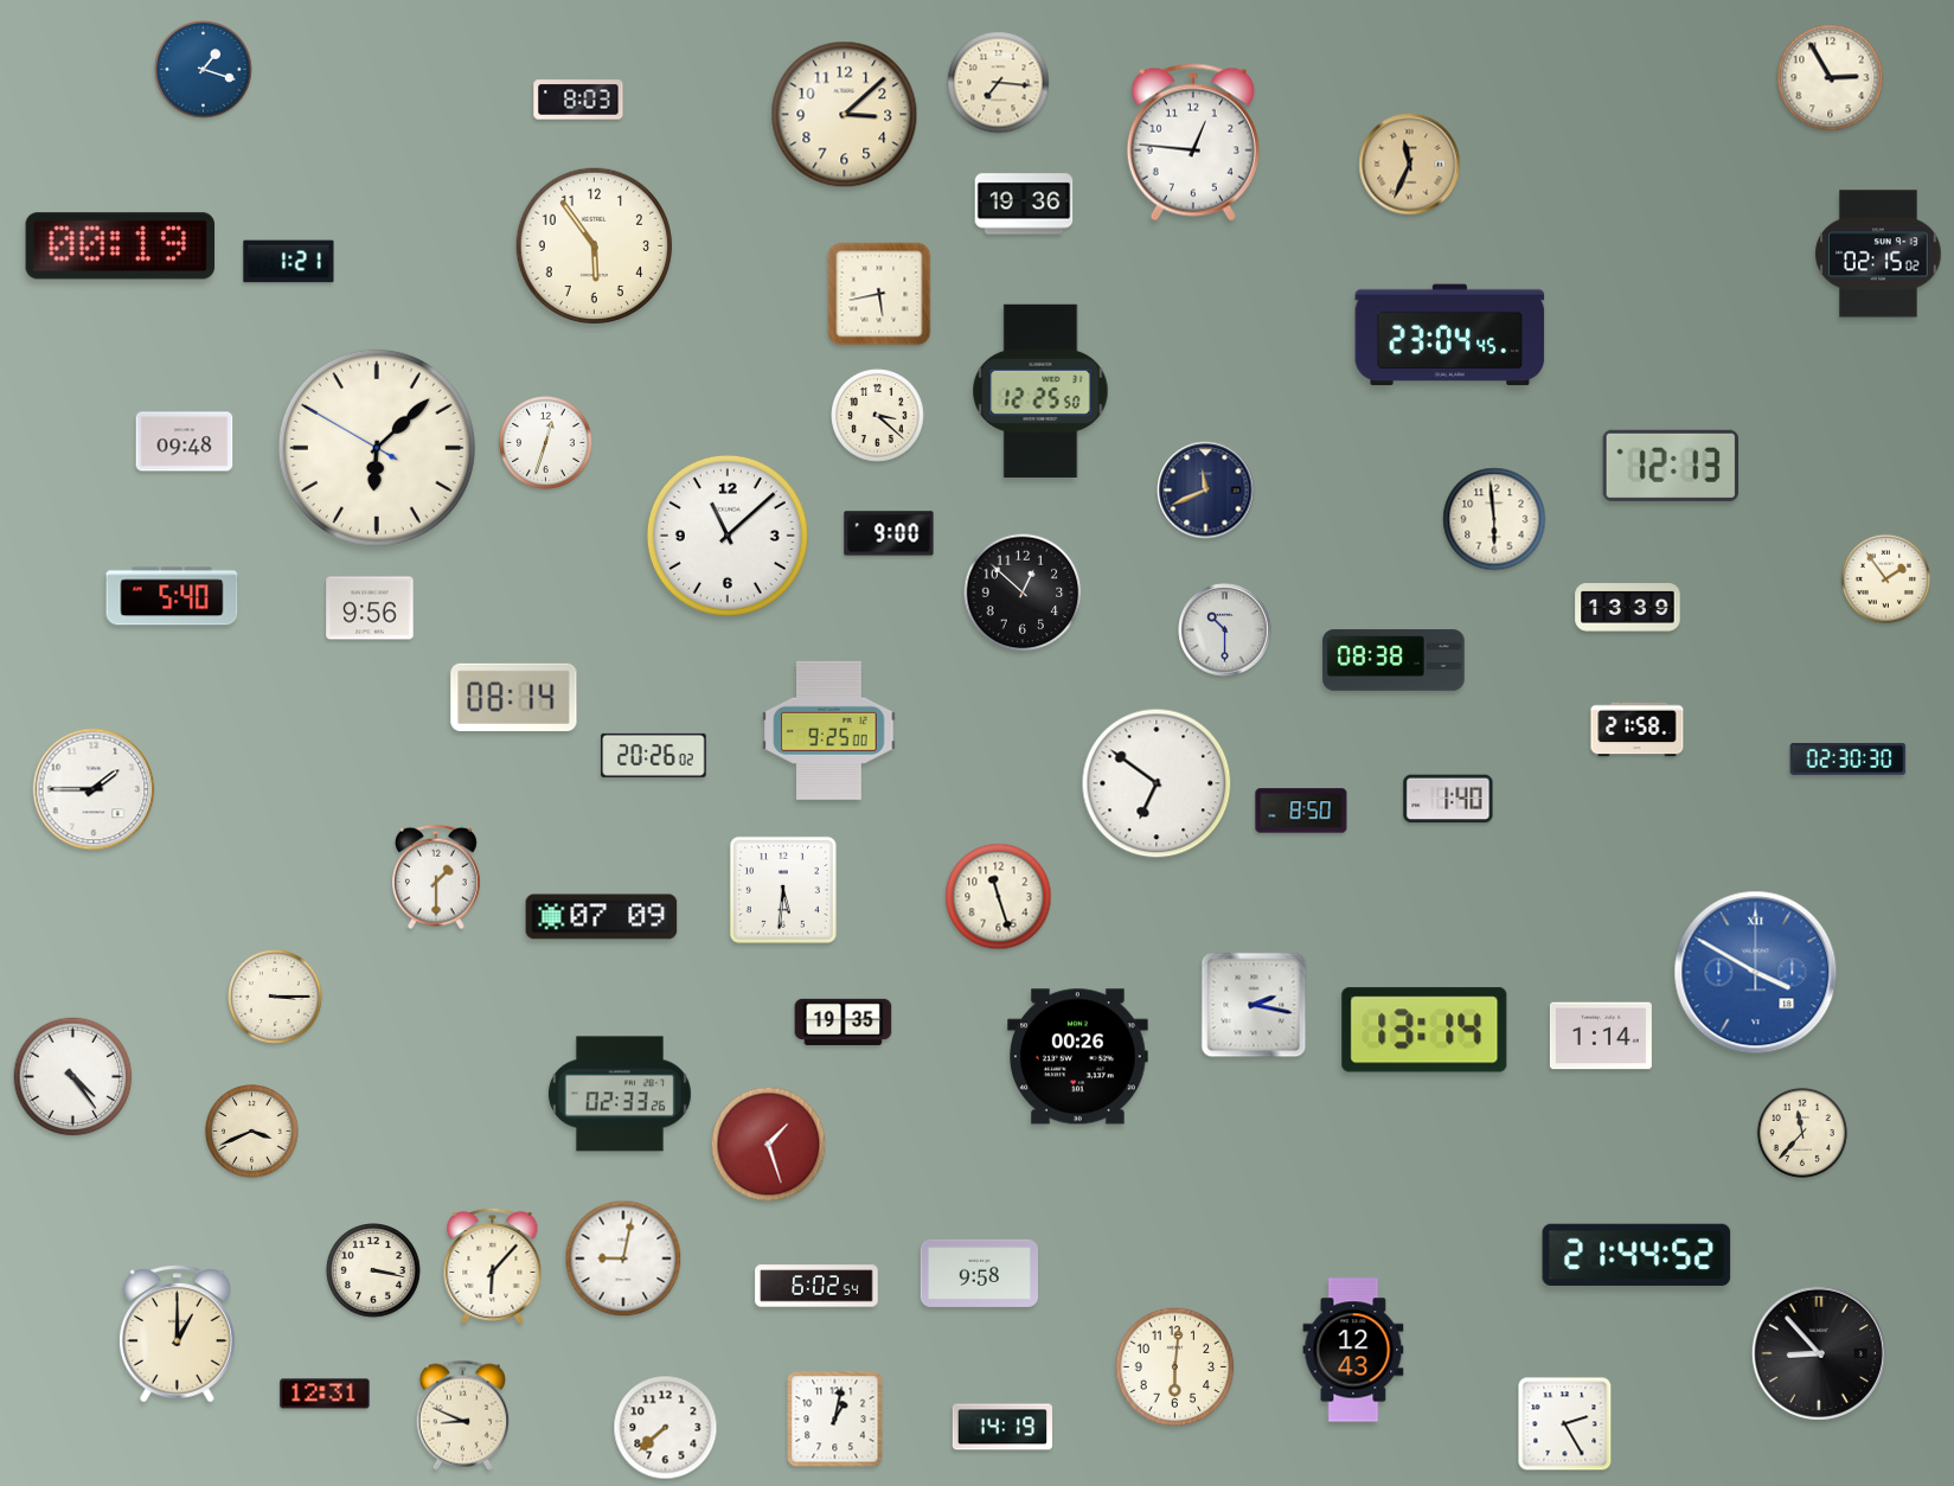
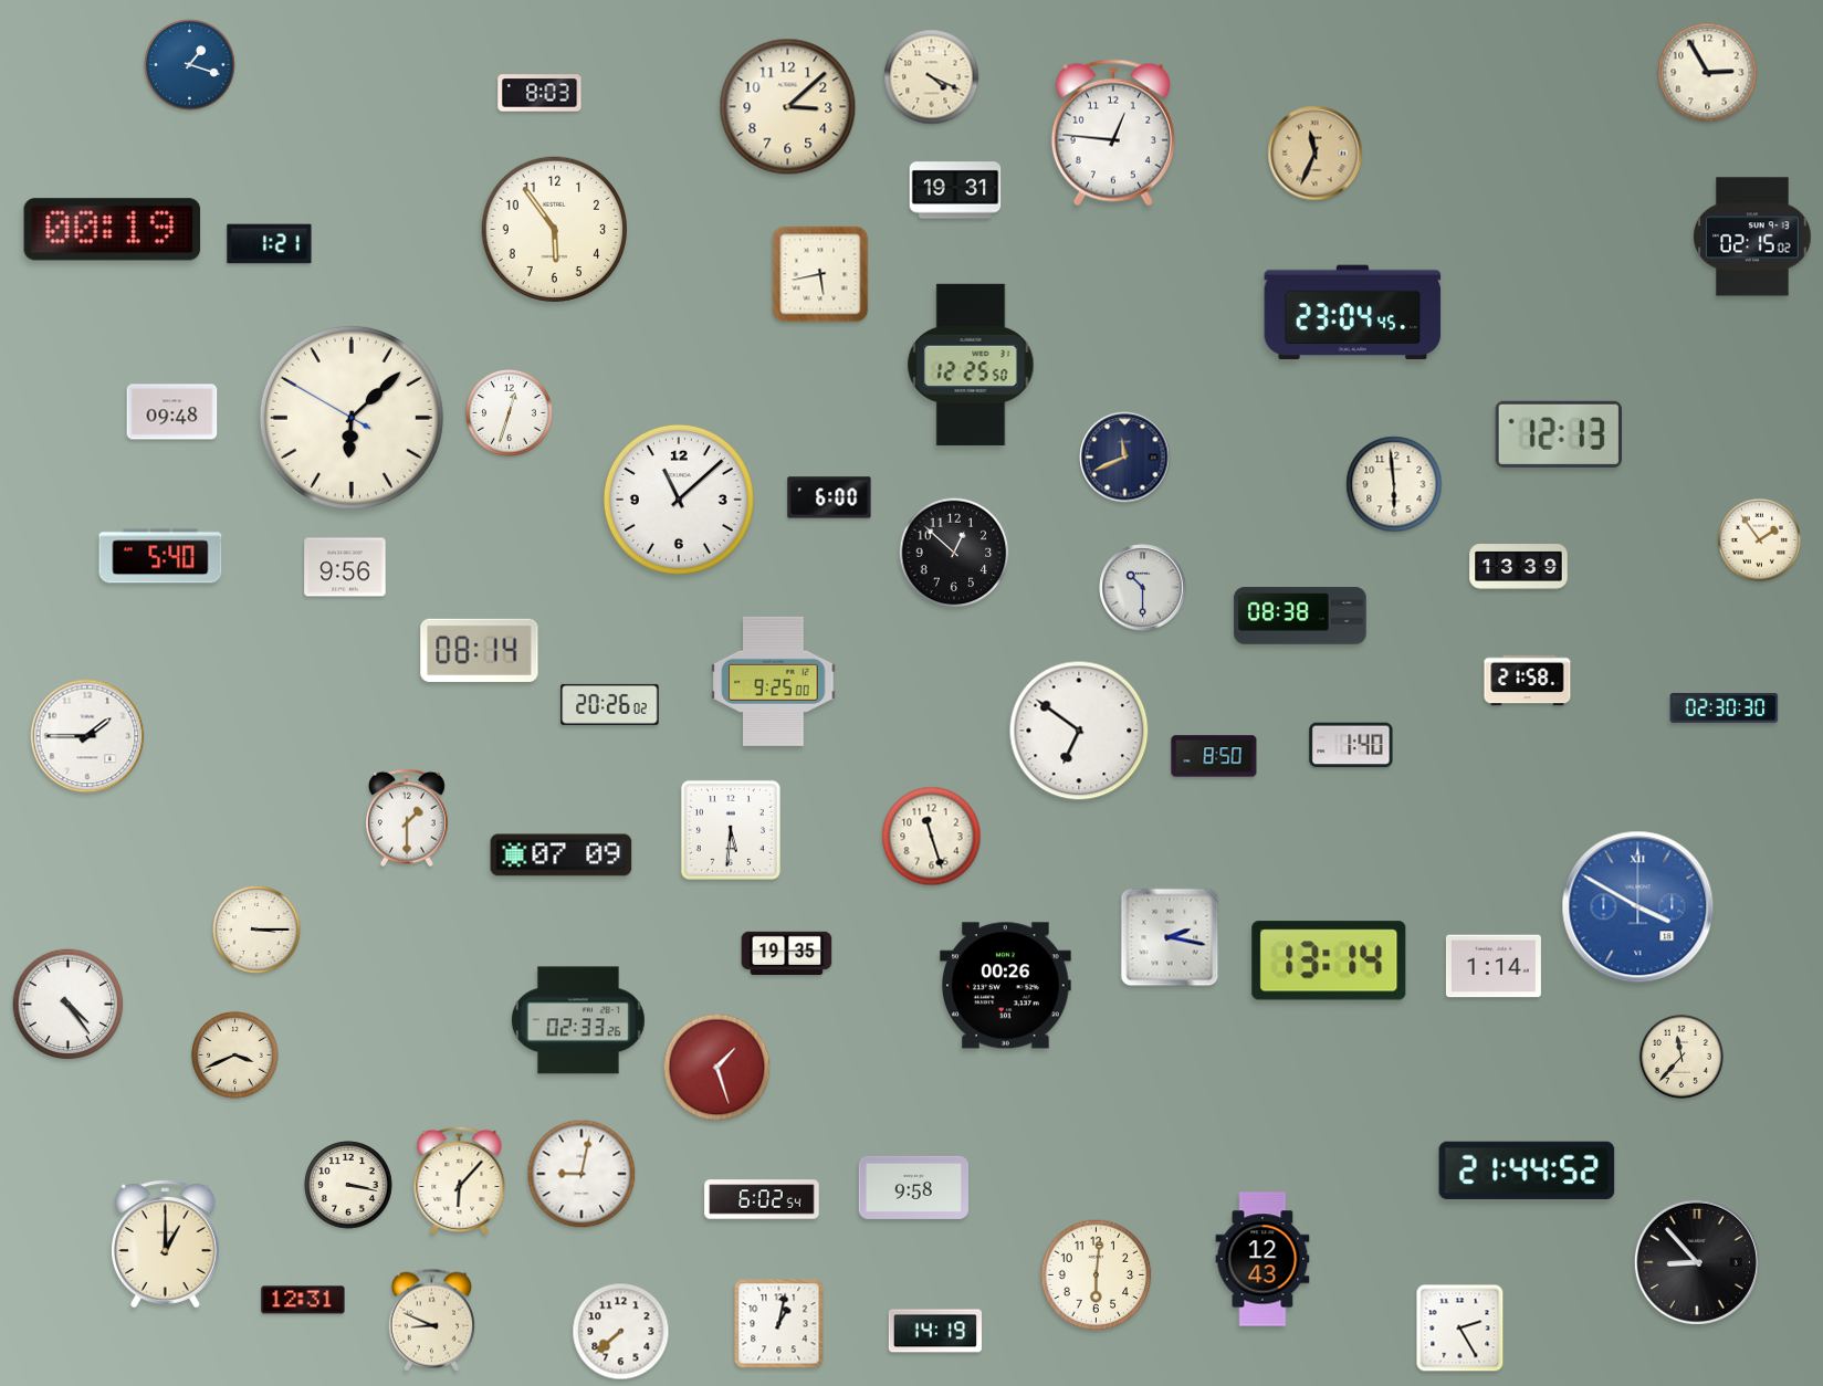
clock at (999, 83): 7:16 -> 4:19
clock at (1024, 204): 19:36 -> 19:31
clock at (878, 416): 3:22 -> none
clock at (889, 533): 9:00 -> 6:00
